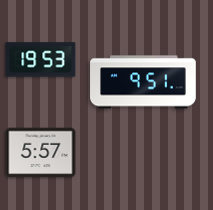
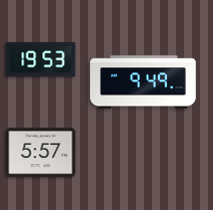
clock at (143, 82): 9:51 -> 9:49
